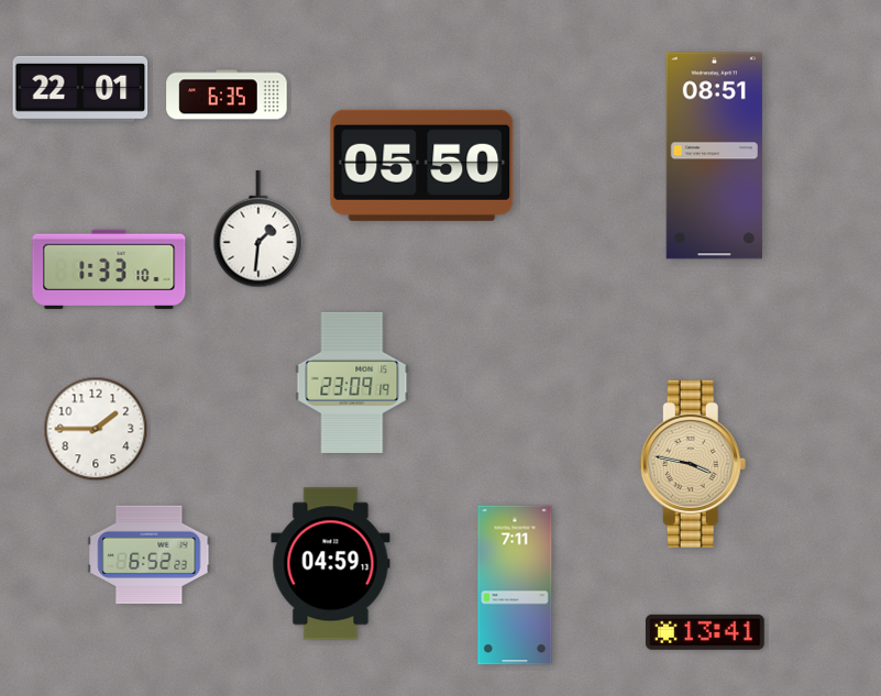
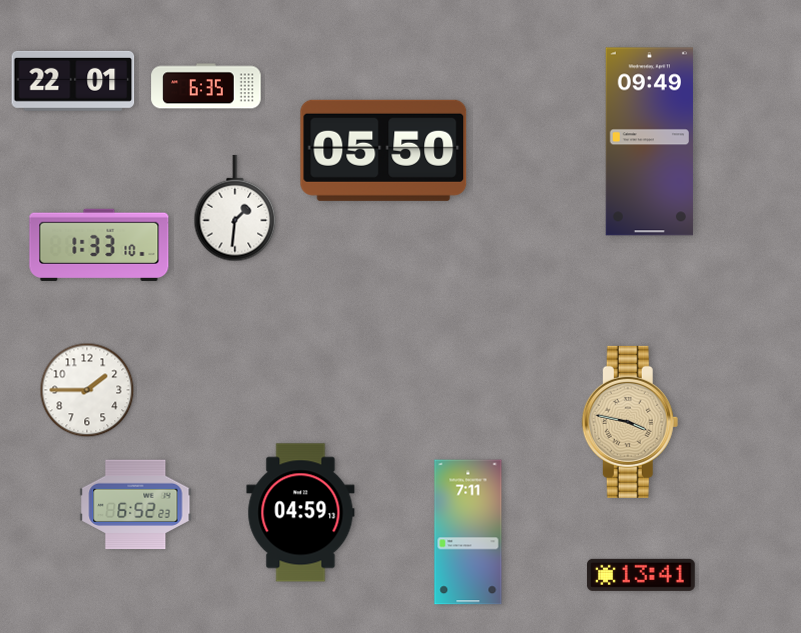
clock at (714, 156): 08:51 -> 09:49
clock at (352, 383): 23:09 -> none
